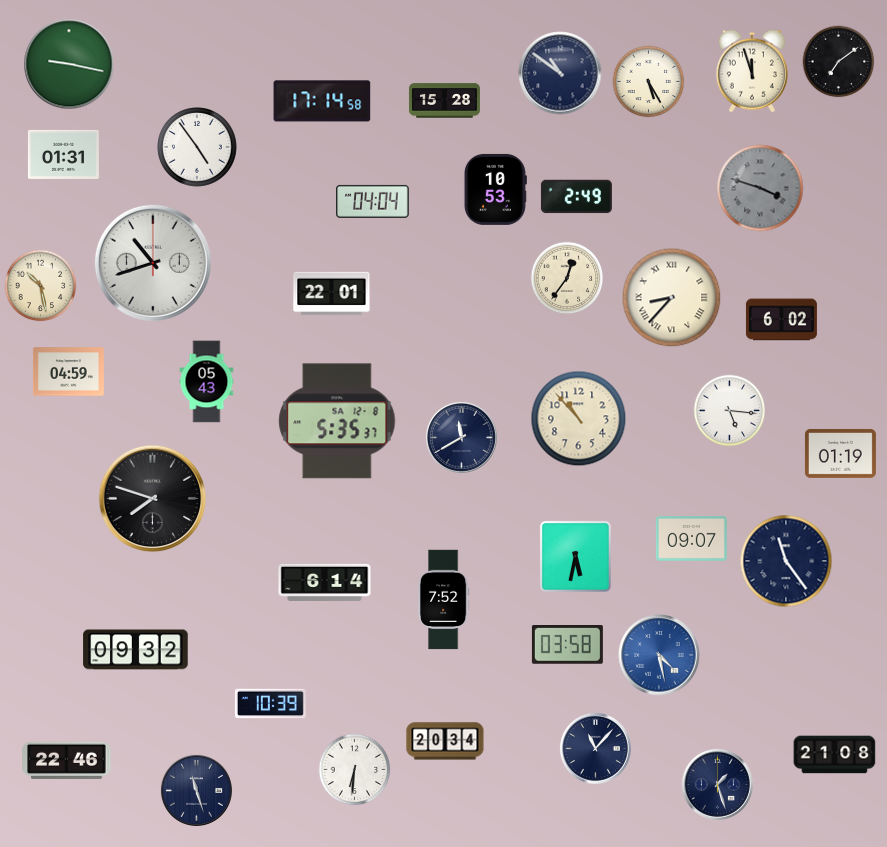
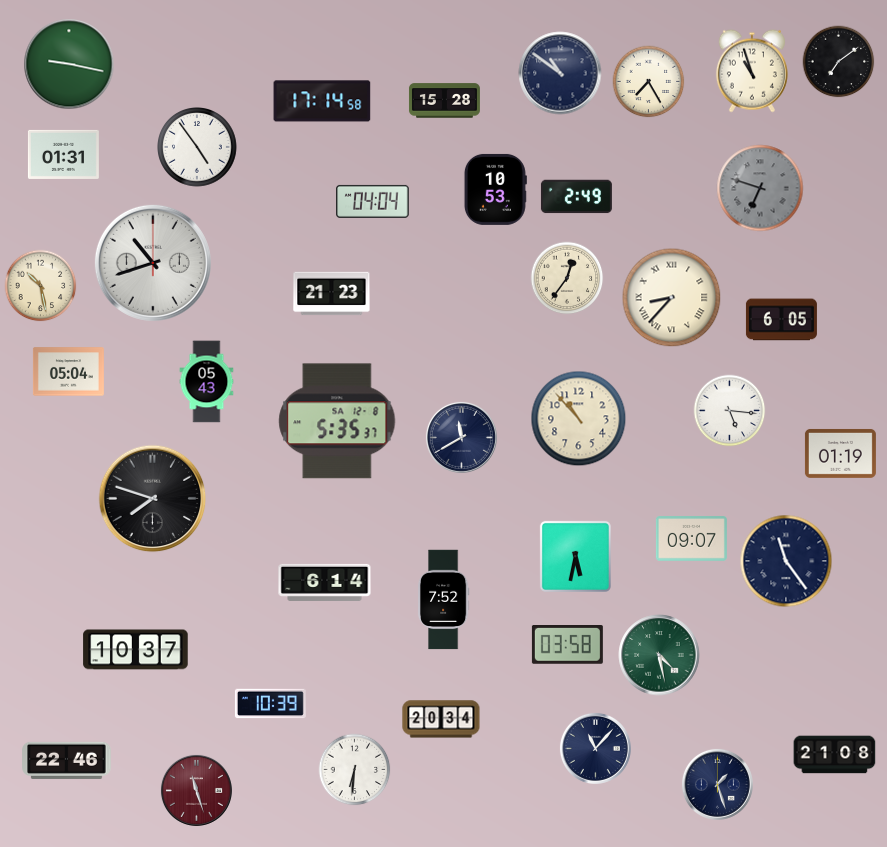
clock at (752, 71): 11:57 -> 10:57
clock at (649, 82): 5:25 -> 7:25
clock at (760, 188): 3:48 -> 6:48
clock at (332, 294): 22:01 -> 21:23
clock at (781, 320): 6:02 -> 6:05
clock at (68, 372): 04:59 -> 05:04
clock at (136, 650): 09:32 -> 10:37
clock at (659, 655) dial: blue -> green
clock at (445, 741) position: (445, 741) -> (441, 719)
clock at (196, 790) dial: navy -> burgundy
